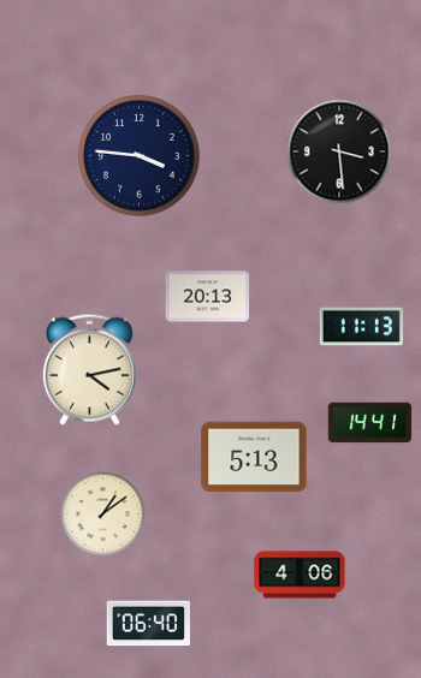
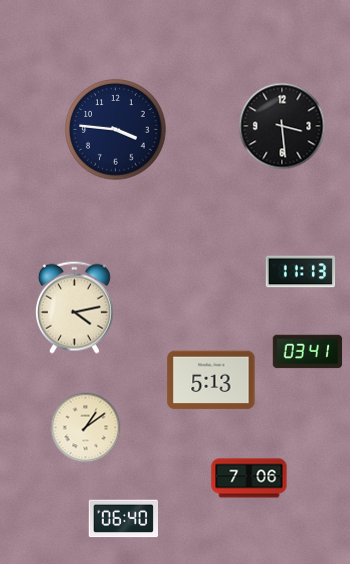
clock at (208, 297): 20:13 -> none
clock at (370, 423): 14:41 -> 03:41
clock at (300, 575): 4:06 -> 7:06
